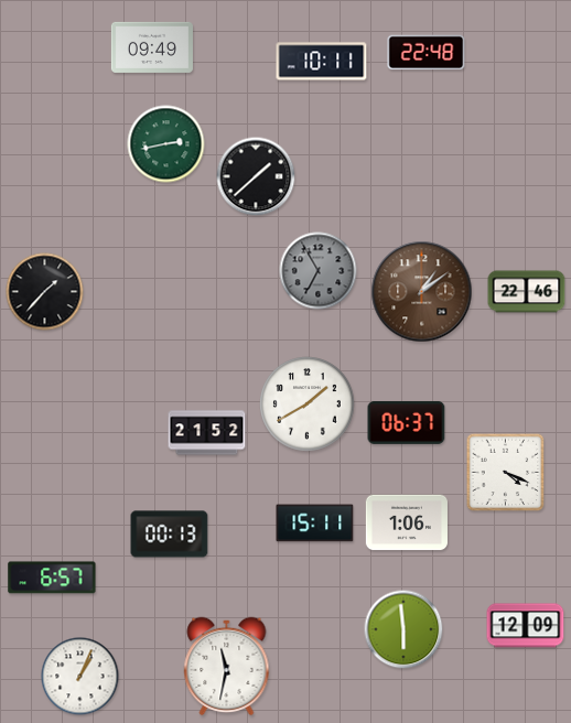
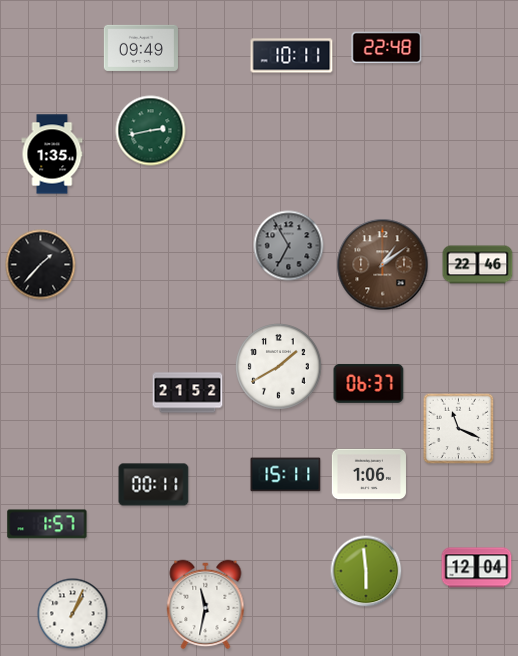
clock at (152, 47) position: (152, 47) -> (141, 48)
clock at (52, 154): none -> 1:35
clock at (256, 176): 1:38 -> none
clock at (506, 473): 4:19 -> 11:19
clock at (170, 535): 00:13 -> 00:11
clock at (52, 578): 6:57 -> 1:57
clock at (526, 626): 12:09 -> 12:04
